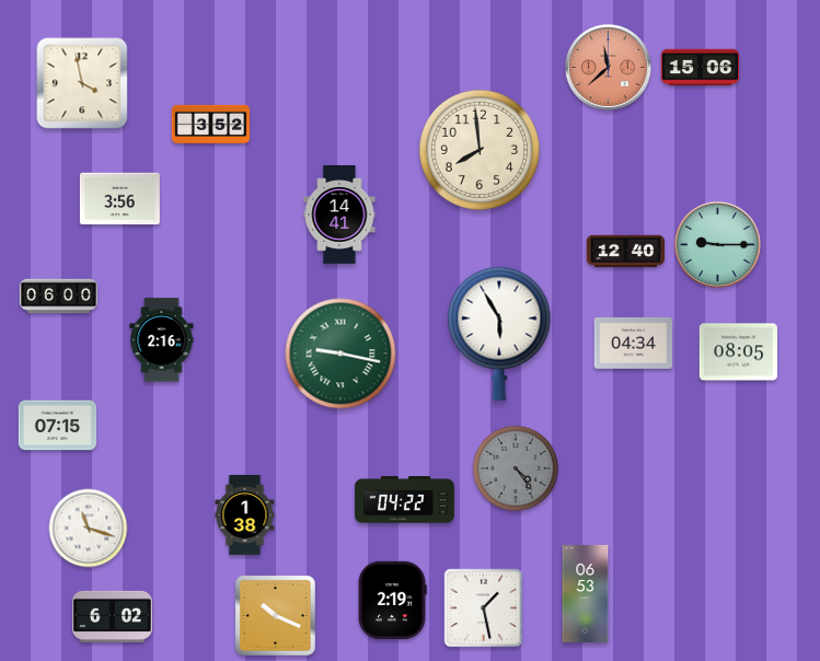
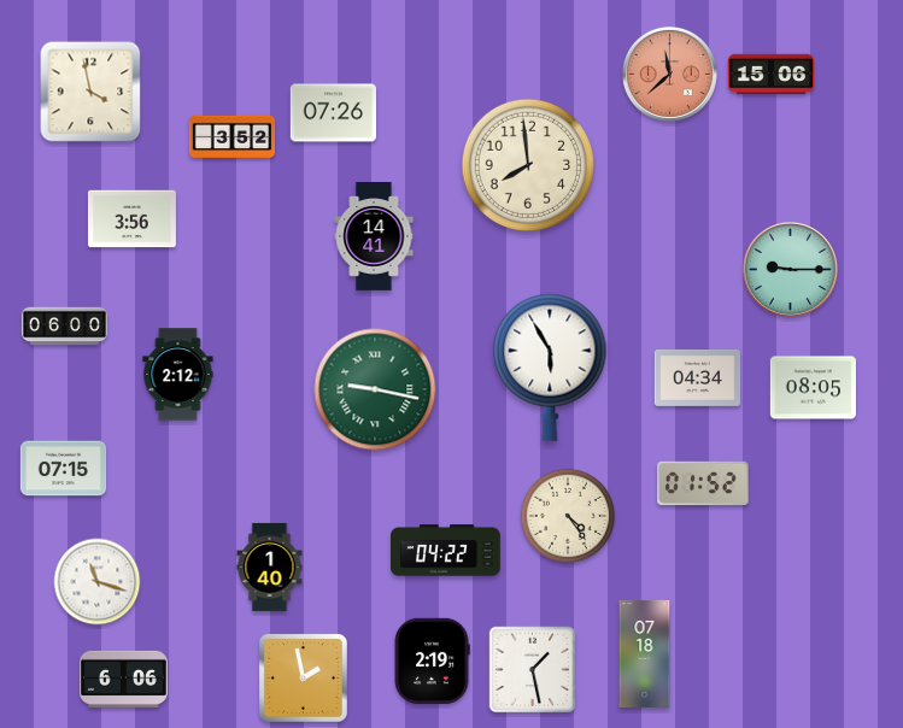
clock at (333, 113): none -> 07:26
clock at (626, 252): 12:40 -> none
clock at (162, 340): 2:16 -> 2:12
clock at (703, 483): none -> 01:52
clock at (516, 468) dial: grey -> cream
clock at (245, 514): 1:38 -> 1:40
clock at (586, 593): 06:53 -> 07:18
clock at (275, 615): 10:19 -> 1:58
clock at (112, 616): 6:02 -> 6:06
